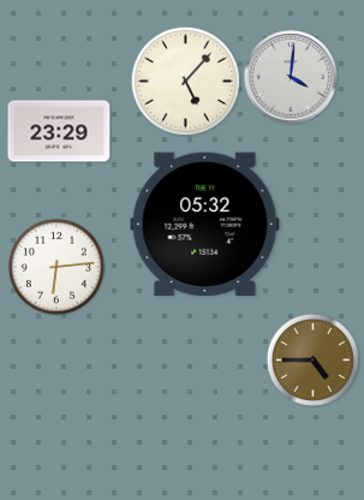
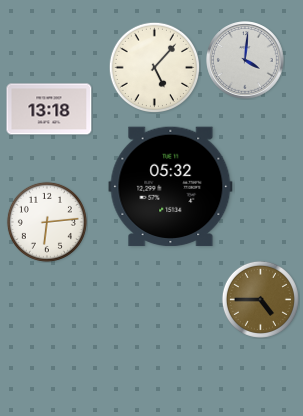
clock at (291, 77) position: (291, 77) -> (245, 60)
clock at (59, 131): 23:29 -> 13:18
